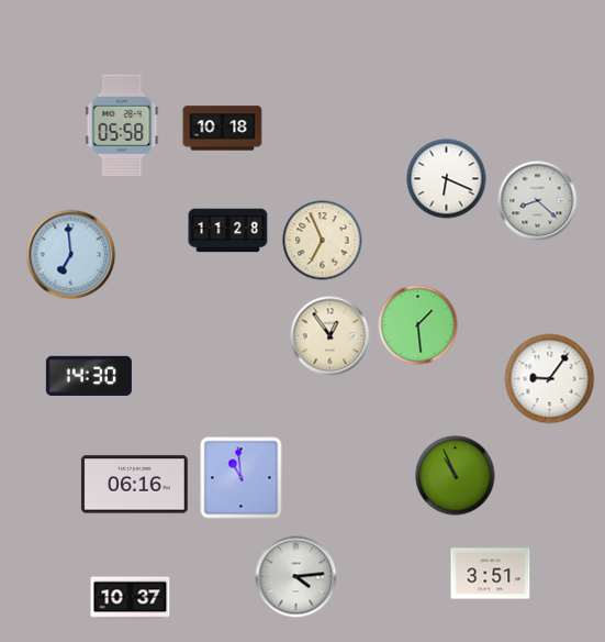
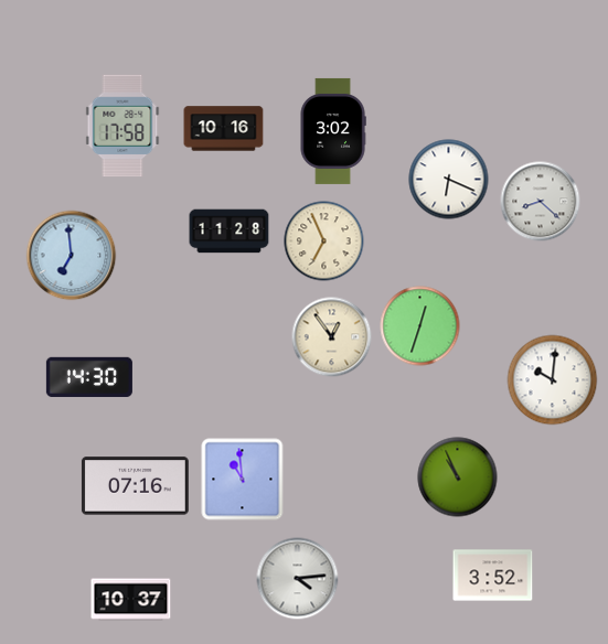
clock at (122, 125): 05:58 -> 17:58
clock at (223, 129): 10:18 -> 10:16
clock at (333, 131): none -> 3:02
clock at (418, 325): 1:29 -> 12:33
clock at (550, 379): 9:06 -> 10:01
clock at (134, 485): 06:16 -> 07:16
clock at (491, 574): 3:51 -> 3:52
